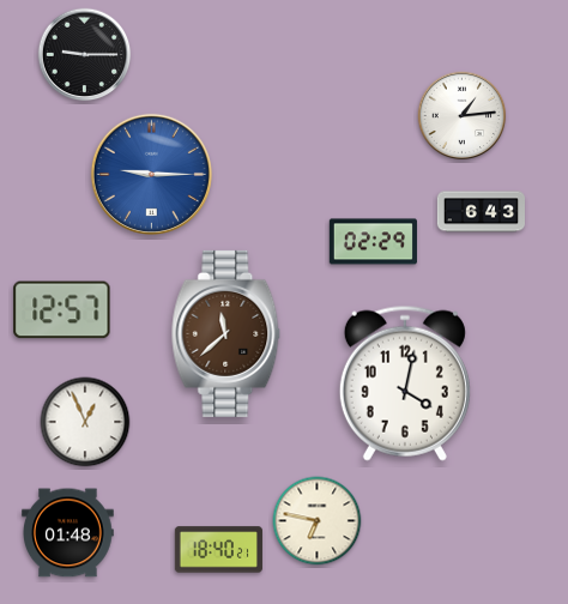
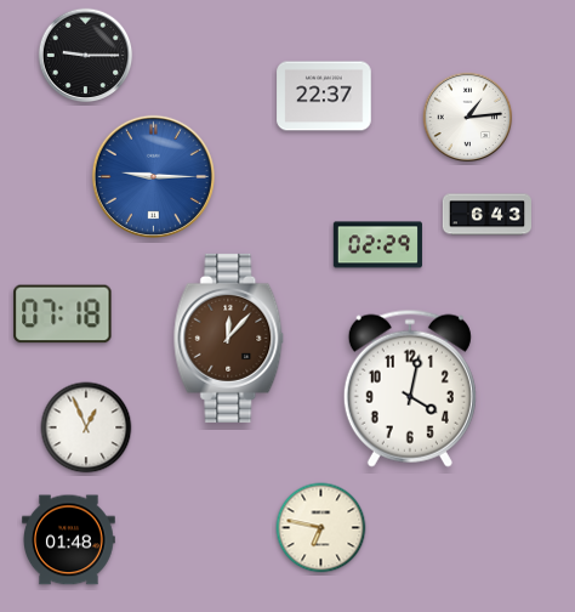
clock at (324, 96): none -> 22:37
clock at (62, 310): 12:57 -> 07:18
clock at (226, 333): 11:38 -> 12:07
clock at (218, 550): 18:40 -> none
